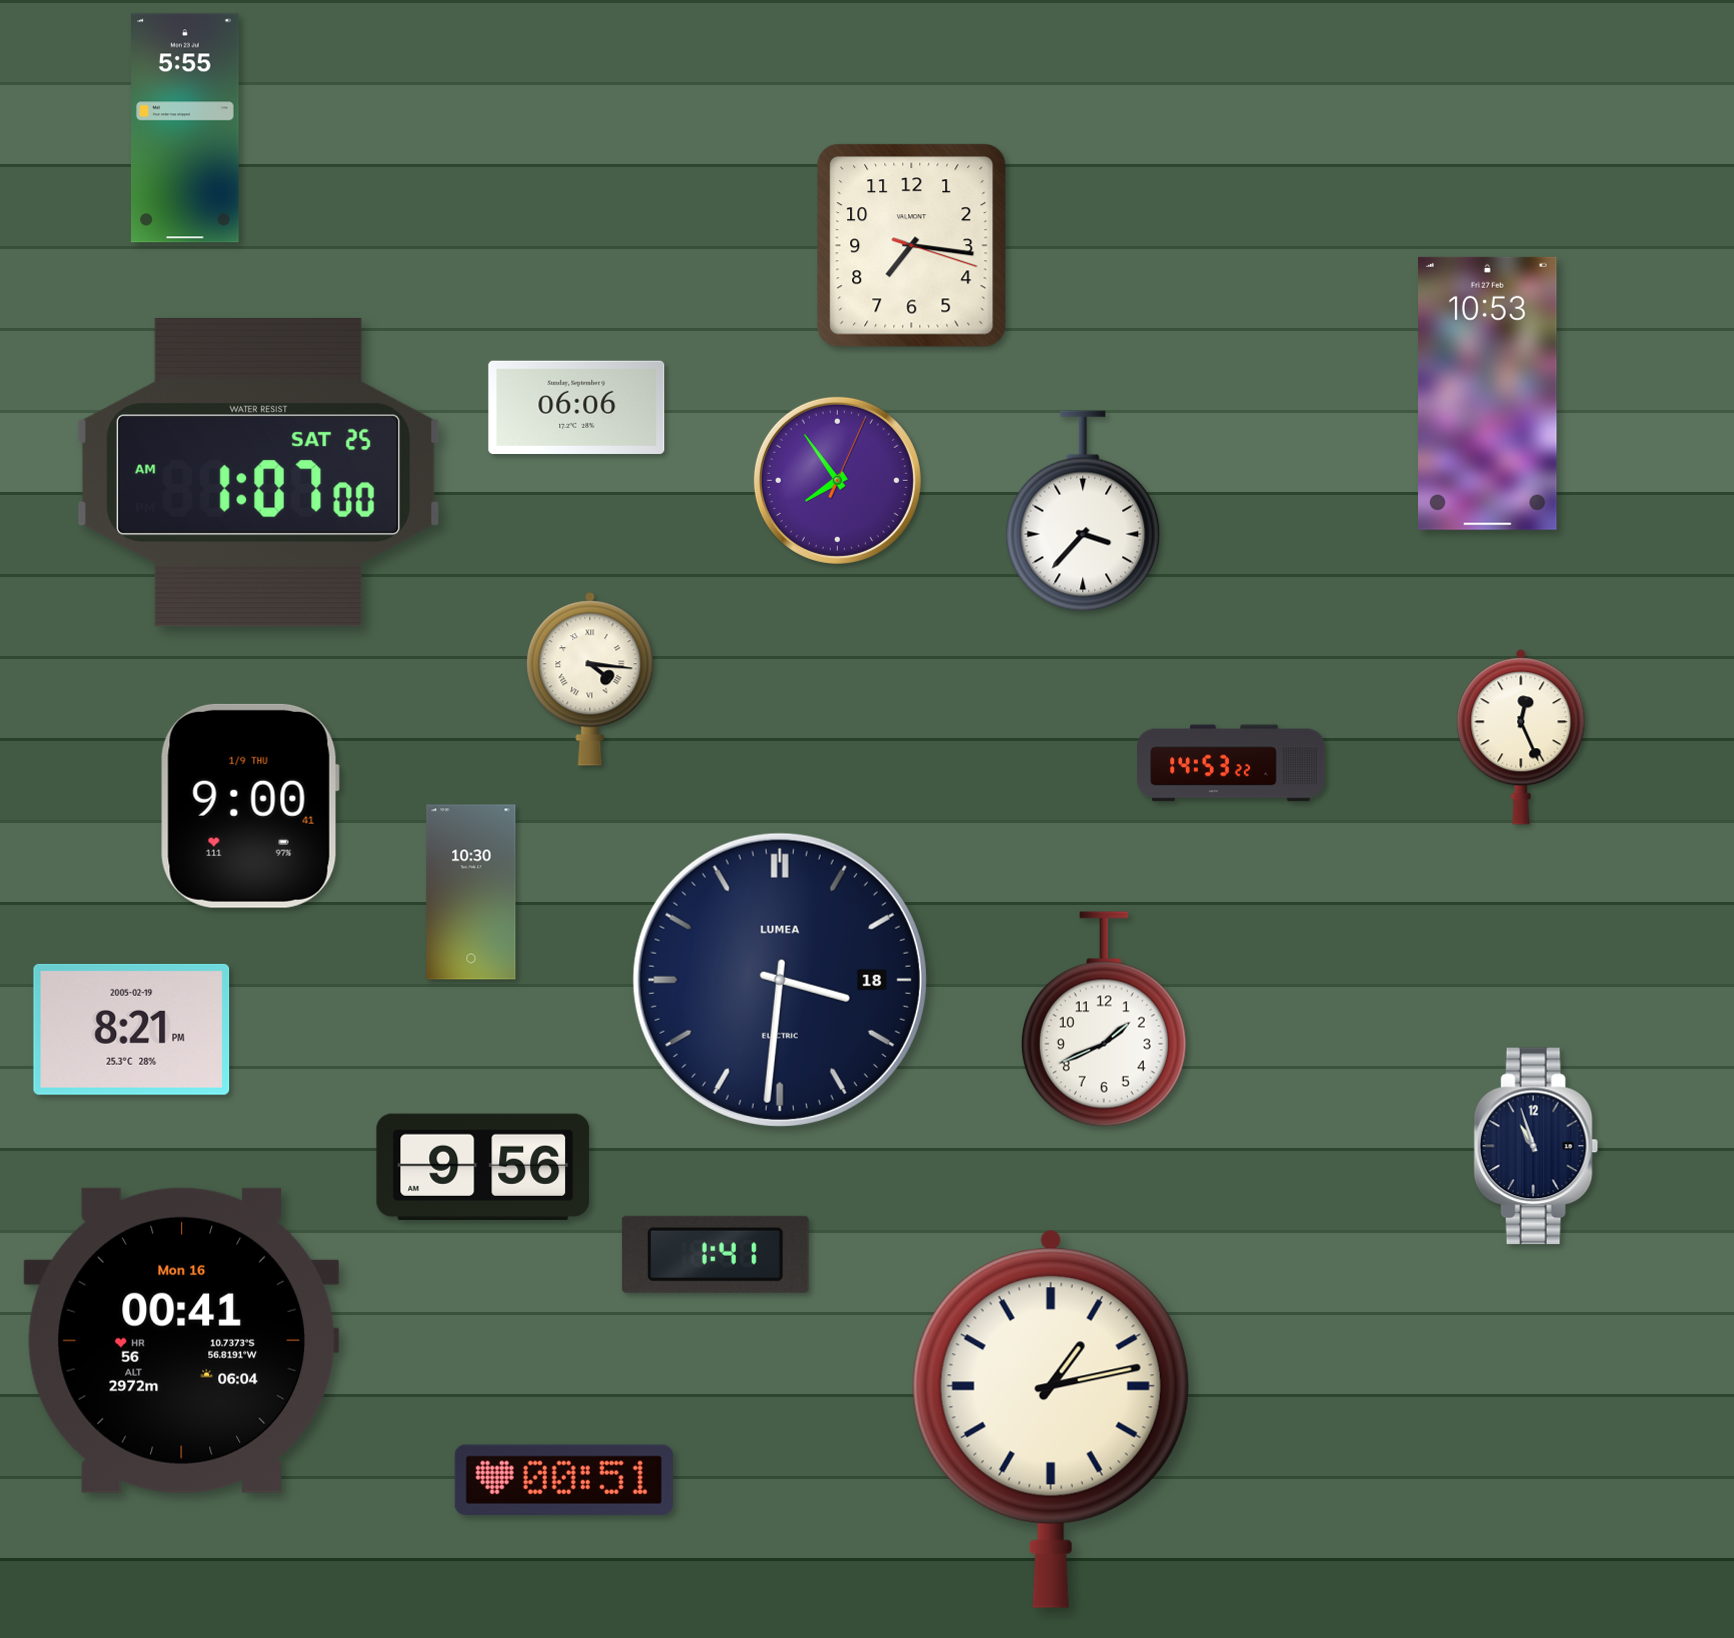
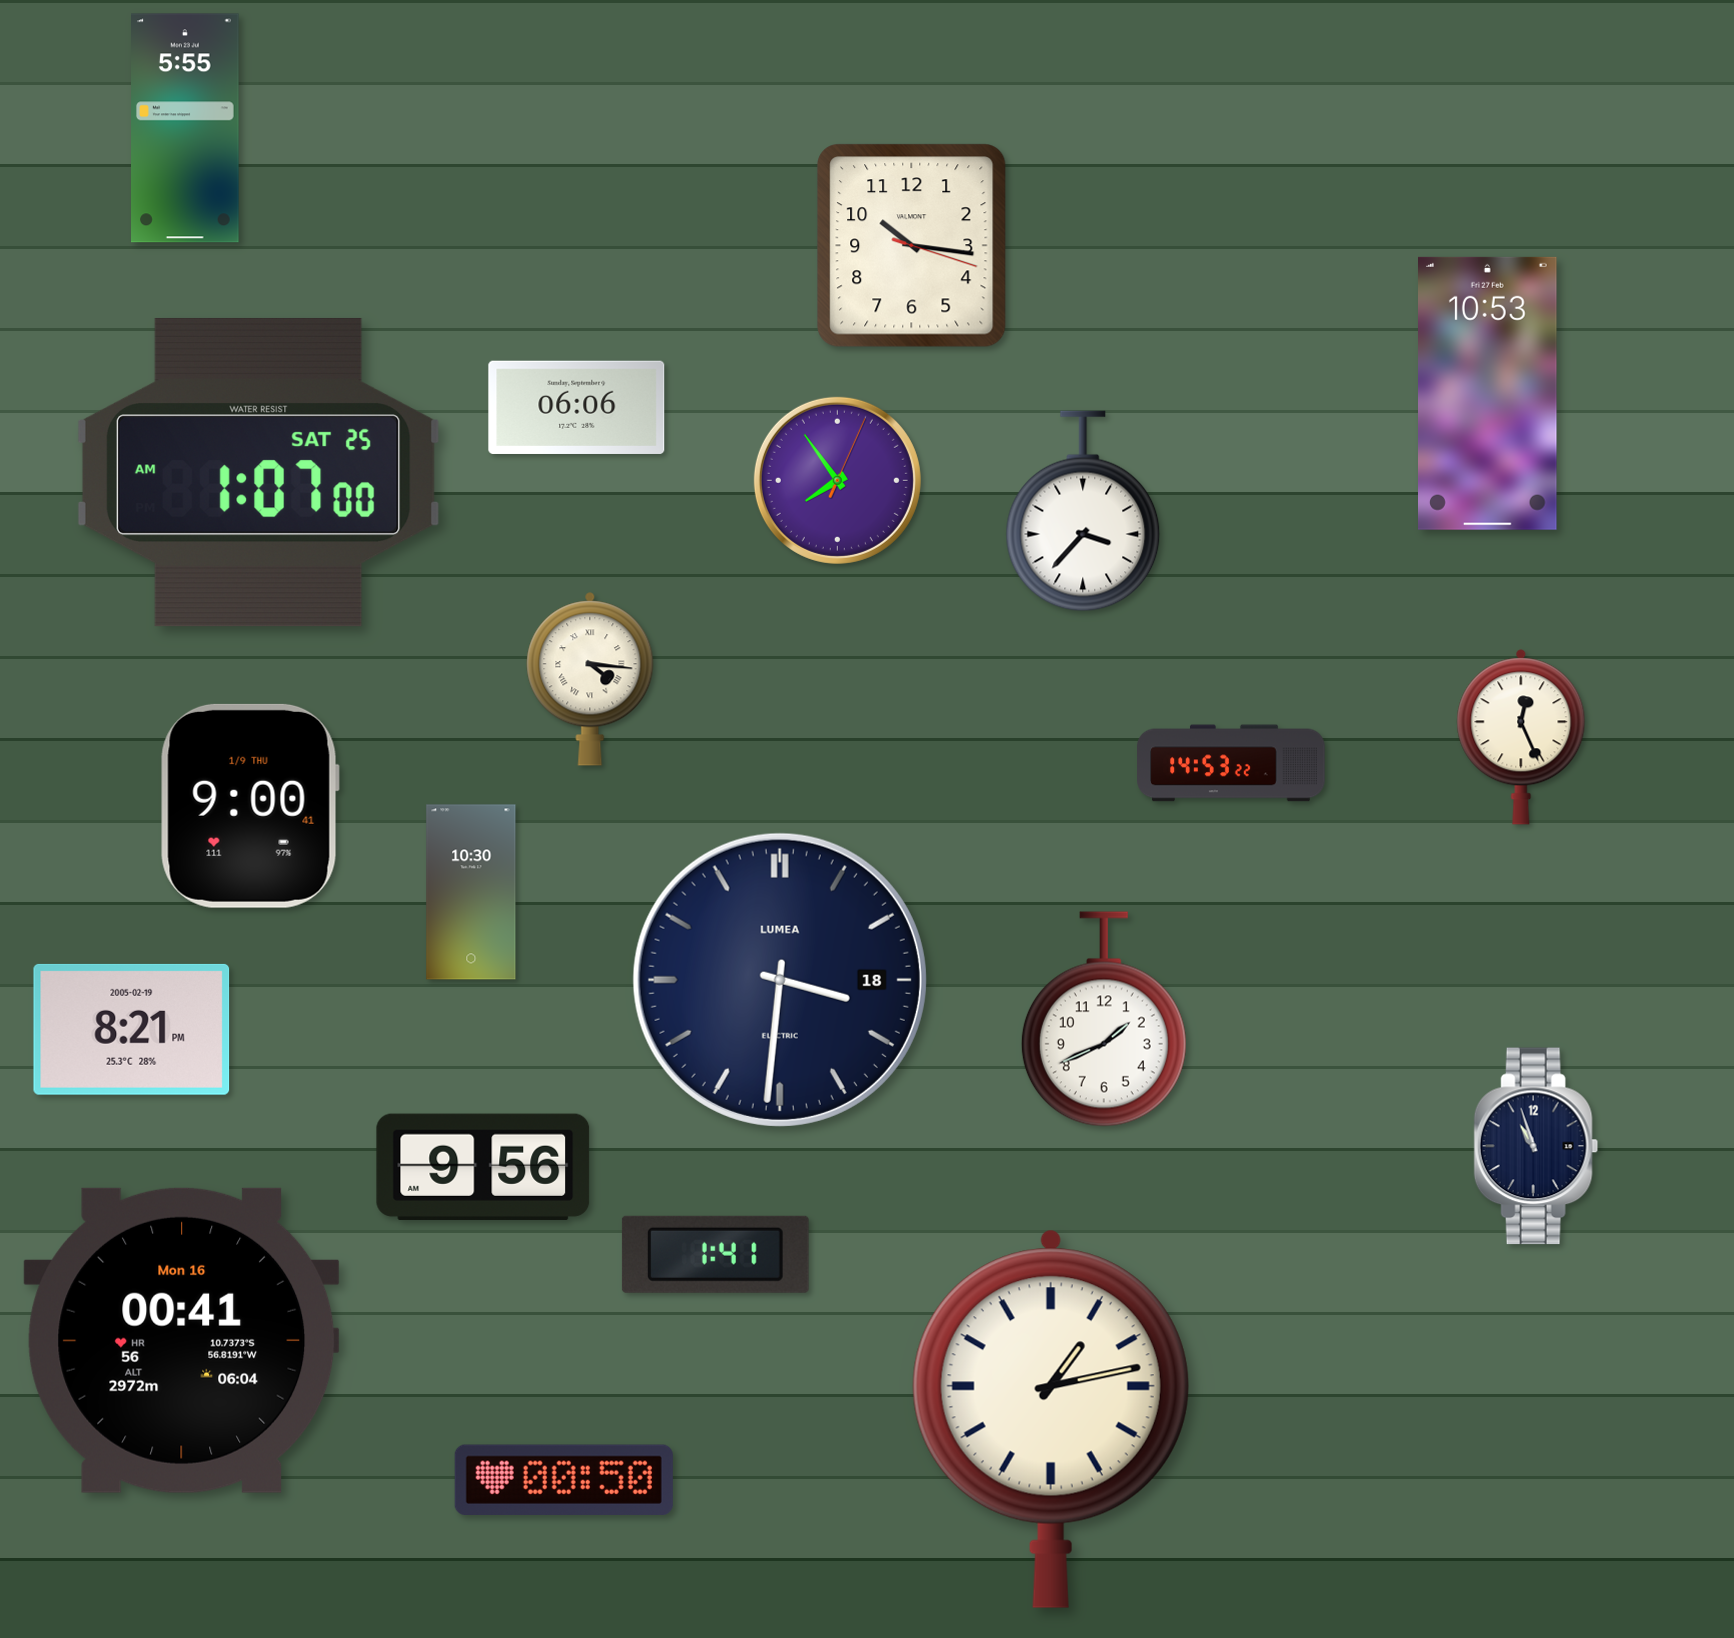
clock at (912, 246): 7:16 -> 10:16
clock at (564, 1480): 00:51 -> 00:50
